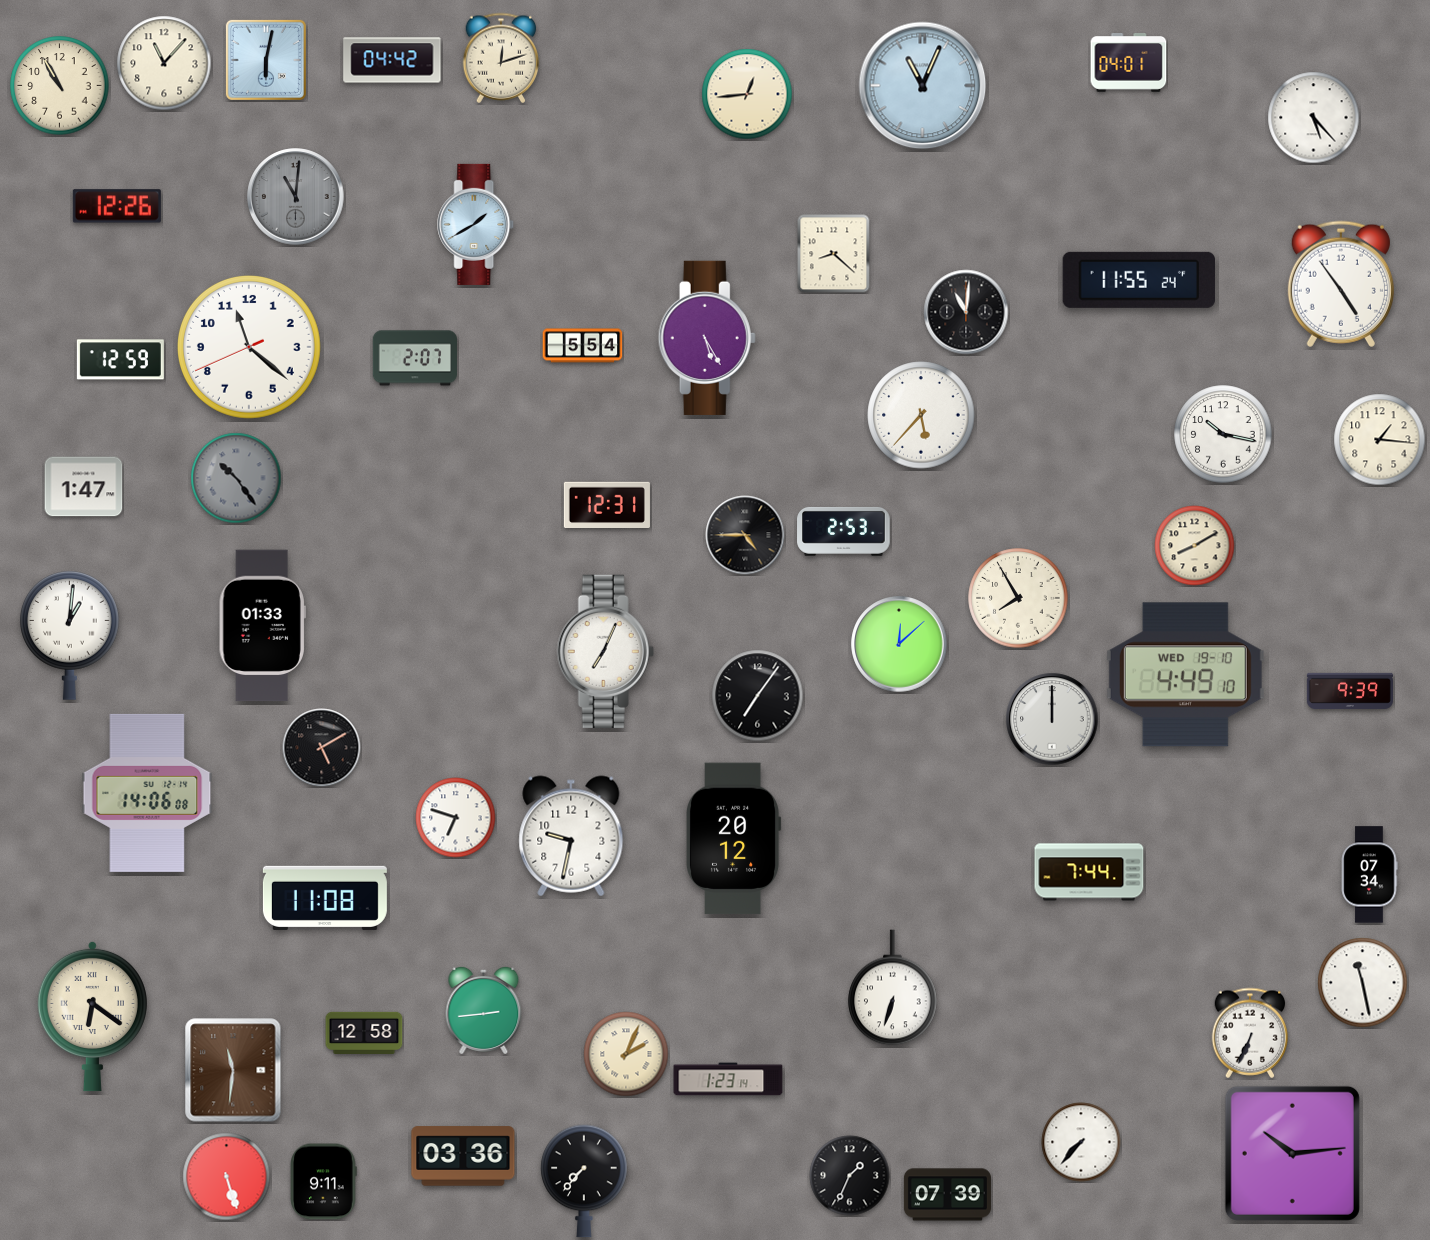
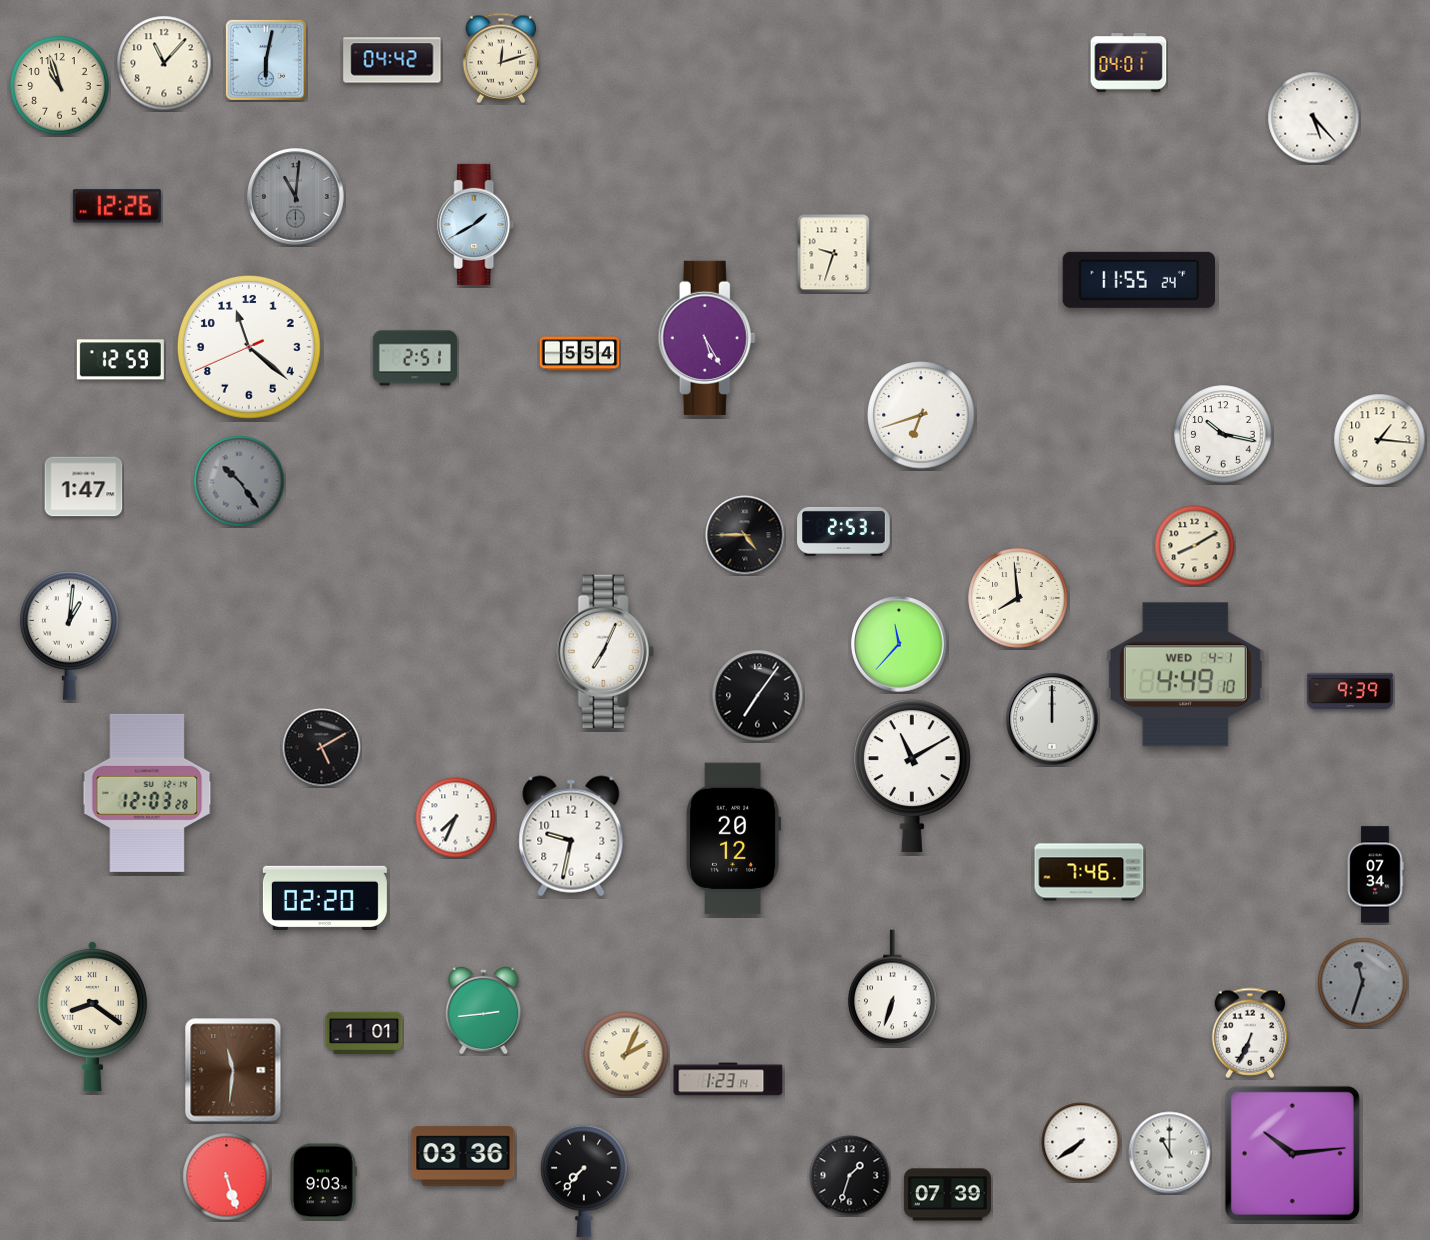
clock at (60, 86): 10:55 -> 10:57
clock at (923, 86): 11:04 -> none
clock at (747, 94): 12:44 -> none
clock at (834, 254): 8:22 -> 9:33
clock at (1341, 284): 4:54 -> none
clock at (966, 312): 11:01 -> none
clock at (583, 346) position: (583, 346) -> (580, 354)
clock at (414, 358): 2:07 -> 2:51
clock at (921, 415): 5:37 -> 6:42
clock at (236, 478) position: (236, 478) -> (239, 481)
clock at (607, 505): 12:31 -> none
clock at (1018, 598): 7:55 -> 7:59
clock at (262, 626): 01:33 -> none
clock at (899, 644): 12:08 -> 11:37
clock at (1185, 675) date: WED 19-10 -> WED 4-1
clock at (912, 775): none -> 11:10
clock at (147, 793): 14:06 -> 12:03
clock at (456, 818): 6:48 -> 7:34
clock at (1089, 872): 7:44 -> 7:46
clock at (1369, 875) position: (1369, 875) -> (1375, 875)
clock at (325, 898): 11:08 -> 02:20
clock at (1363, 983): 11:28 -> 11:33
clock at (1363, 983) dial: white -> grey
clock at (92, 1016): 6:21 -> 8:21
clock at (364, 1032): 12:58 -> 1:01
clock at (1081, 1142): 7:37 -> 7:39
clock at (1170, 1153): none -> 11:00
clock at (850, 1176): 1:34 -> 1:33
clock at (323, 1182): 9:11 -> 9:03
